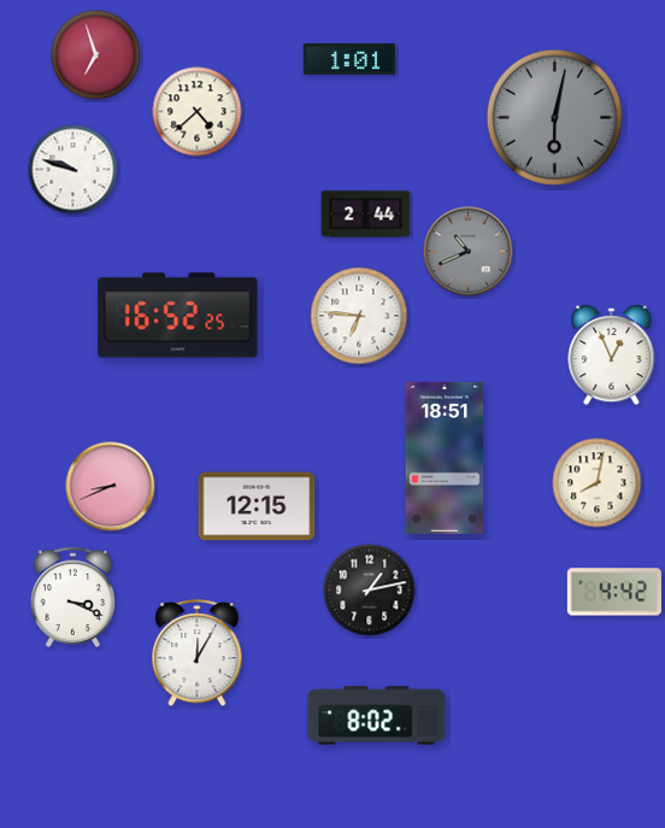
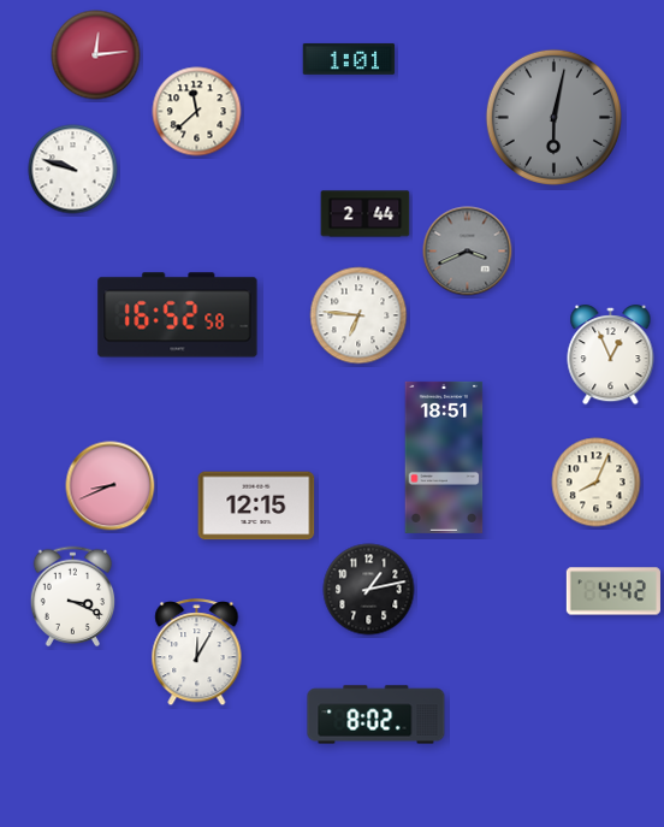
clock at (96, 55): 6:57 -> 12:14
clock at (198, 112): 4:38 -> 11:38
clock at (469, 252): 10:41 -> 3:41
clock at (178, 316): 16:52:25 -> 16:52:58
clock at (598, 483): 8:02 -> 8:04
